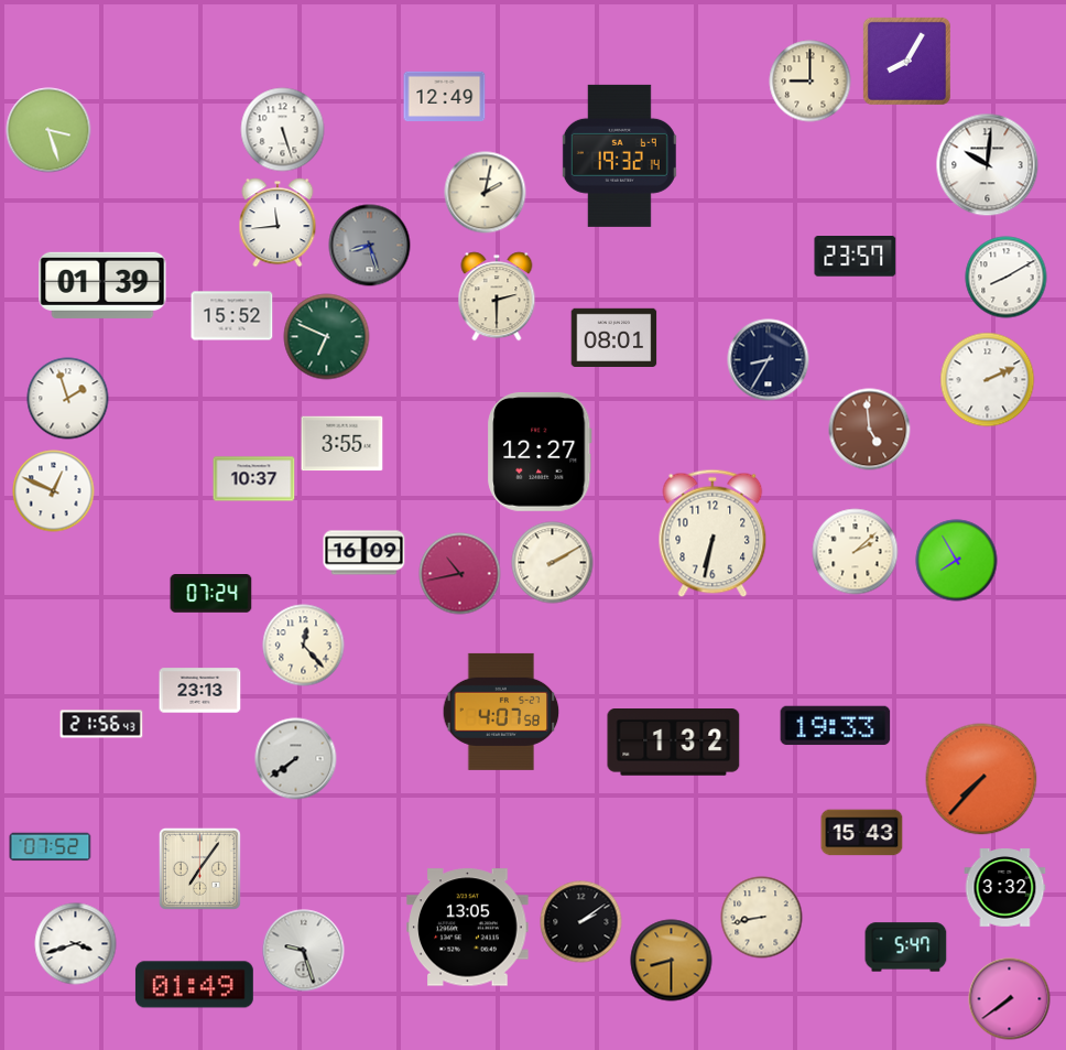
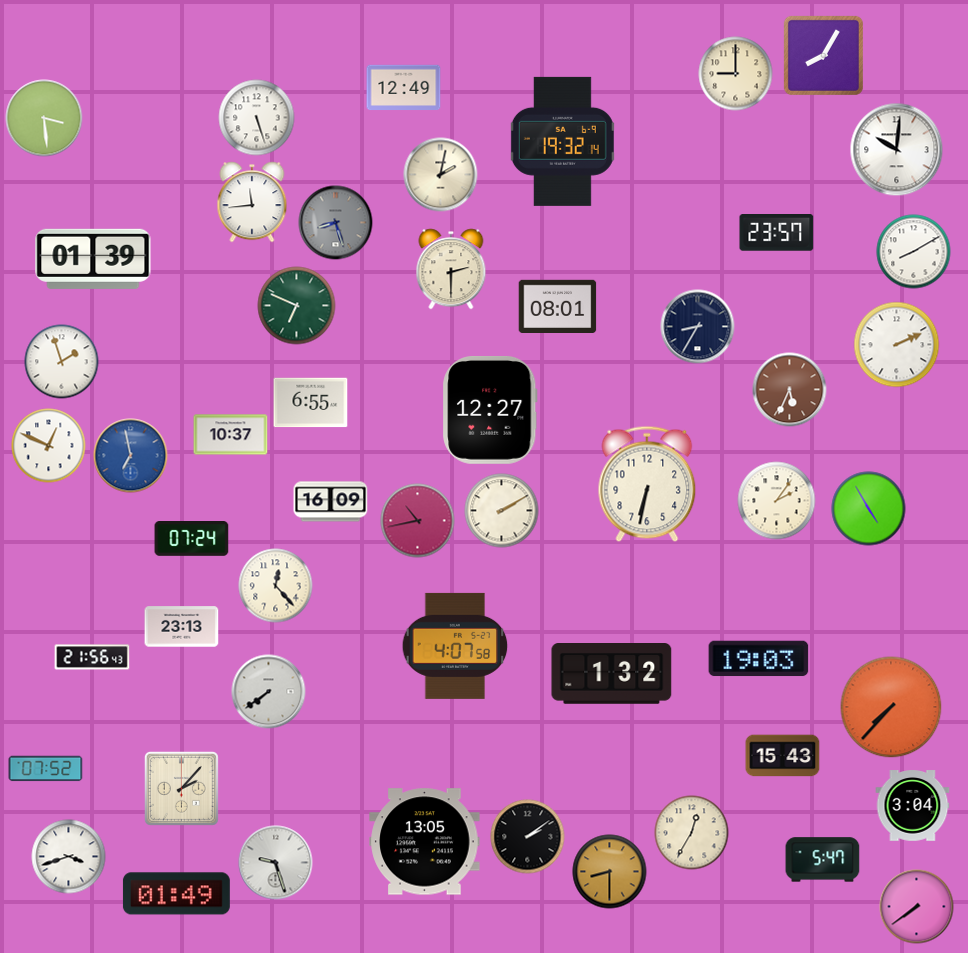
clock at (48, 130): 3:27 -> 3:29
clock at (232, 316): 15:52 -> none
clock at (870, 430): 4:59 -> 5:34
clock at (342, 444): 3:55 -> 6:55
clock at (131, 456): none -> 6:58
clock at (856, 552): 2:08 -> 2:06
clock at (957, 561): 7:55 -> 4:55
clock at (836, 726): 19:33 -> 19:03
clock at (296, 759) position: (296, 759) -> (269, 692)
clock at (199, 868): 7:06 -> 2:07
clock at (1005, 888): 3:32 -> 3:04
clock at (762, 918): 8:43 -> 12:35
